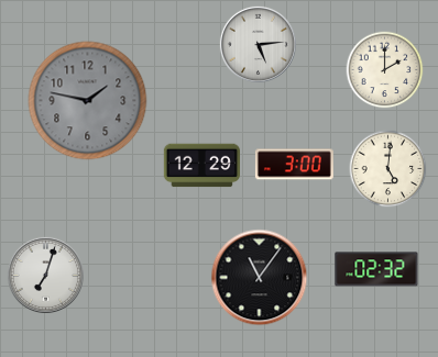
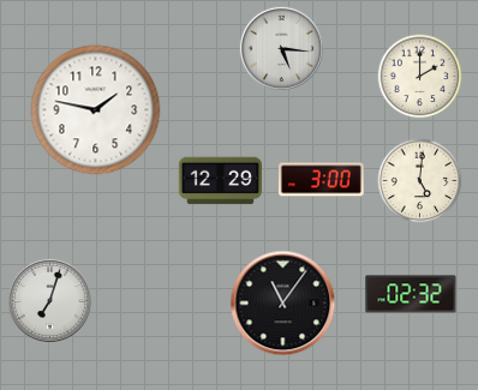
clock at (258, 44): 5:14 -> 5:16
clock at (88, 101) dial: grey -> white
clock at (388, 169) position: (388, 169) -> (420, 181)
